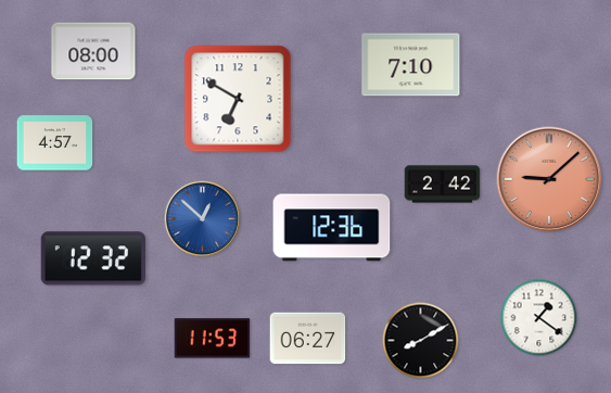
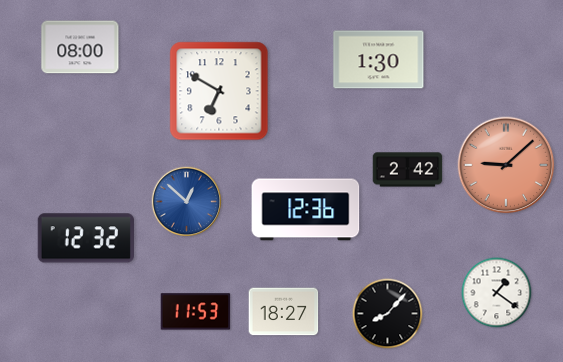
clock at (93, 51) position: (93, 51) -> (80, 47)
clock at (411, 65): 7:10 -> 1:30
clock at (55, 143): 4:57 -> none
clock at (308, 339): 06:27 -> 18:27
clock at (421, 341): 8:10 -> 8:07
